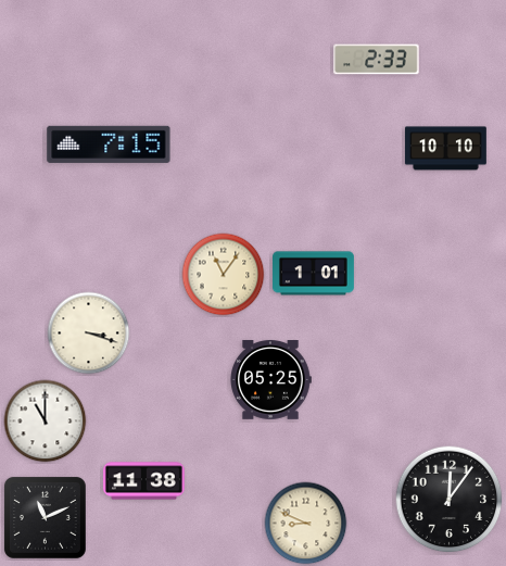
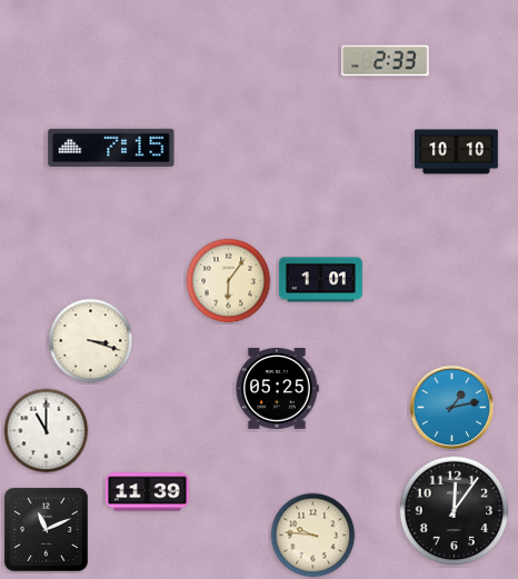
clock at (224, 275): 11:06 -> 6:06
clock at (452, 408): none -> 1:13
clock at (143, 481): 11:38 -> 11:39
clock at (450, 500) position: (450, 500) -> (455, 511)
clock at (306, 524): 8:49 -> 9:46
